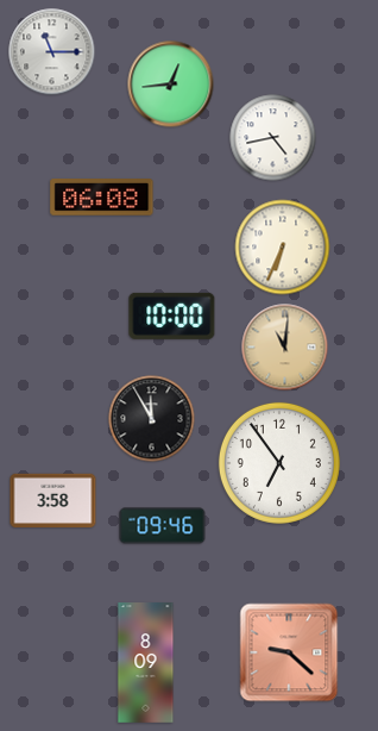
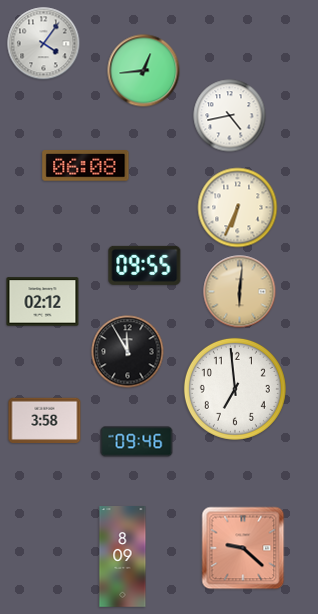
clock at (52, 52): 11:15 -> 4:06
clock at (172, 315): 10:00 -> 09:55
clock at (285, 348): 11:01 -> 6:01
clock at (43, 302): none -> 02:12
clock at (279, 463): 6:54 -> 6:59
